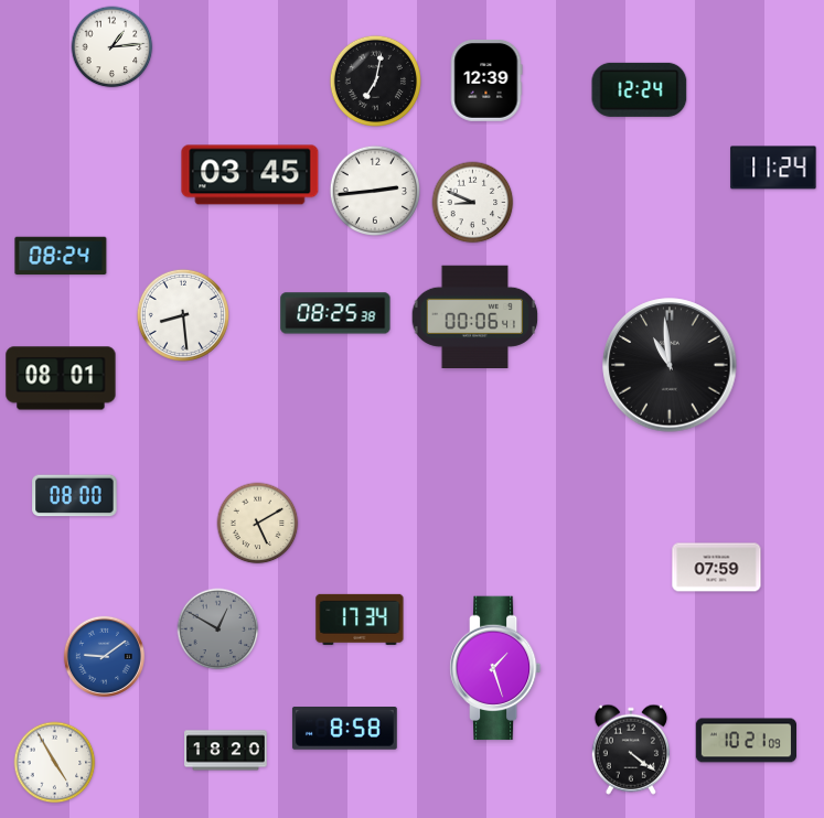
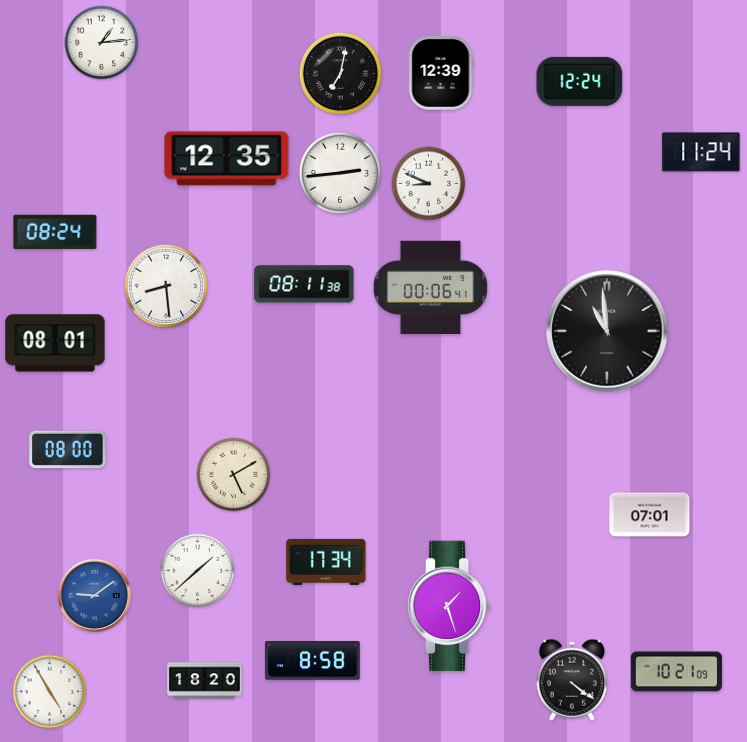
clock at (250, 175): 03:45 -> 12:35
clock at (335, 313): 08:25 -> 08:11
clock at (717, 568): 07:59 -> 07:01
clock at (218, 629): 12:50 -> 1:38
clock at (218, 629) dial: grey -> white
